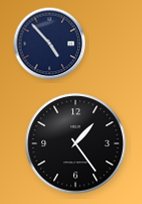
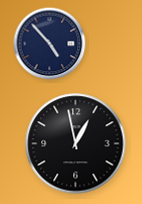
clock at (76, 144): 1:24 -> 12:58
